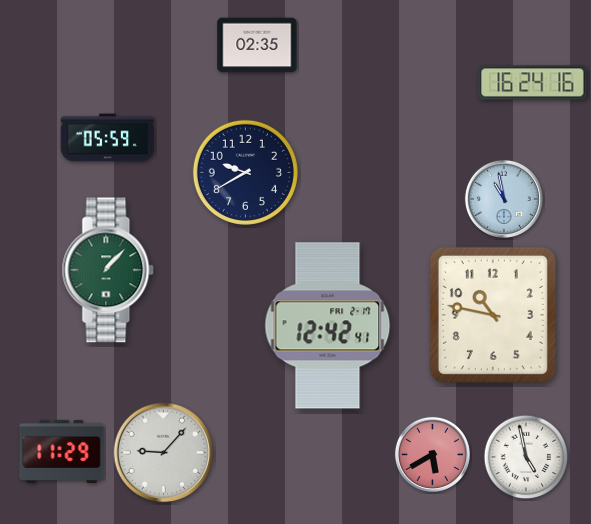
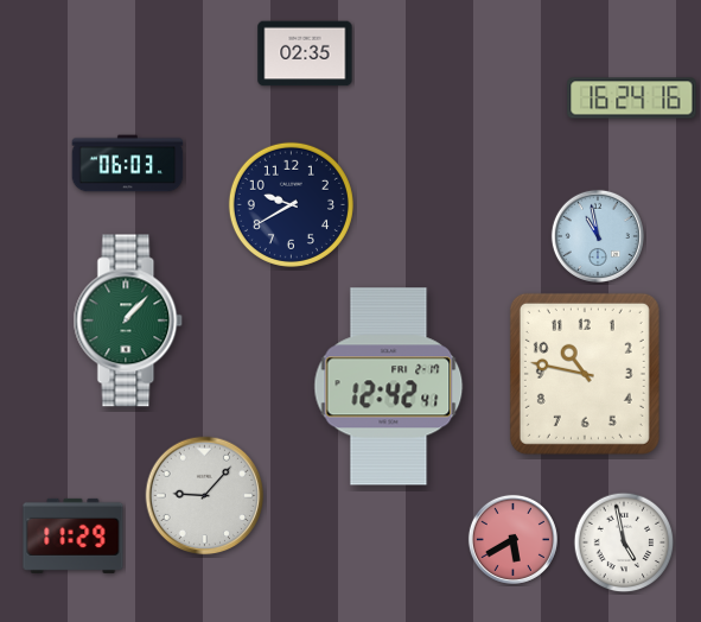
clock at (108, 138): 05:59 -> 06:03
clock at (164, 453) position: (164, 453) -> (205, 496)
